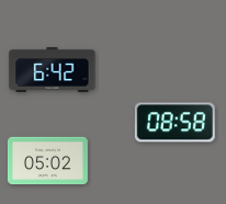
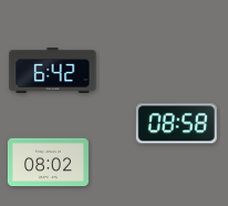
clock at (47, 161): 05:02 -> 08:02
